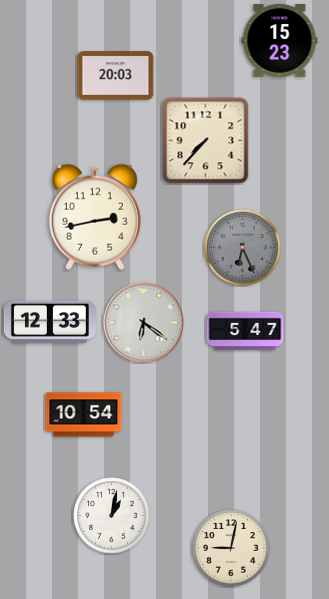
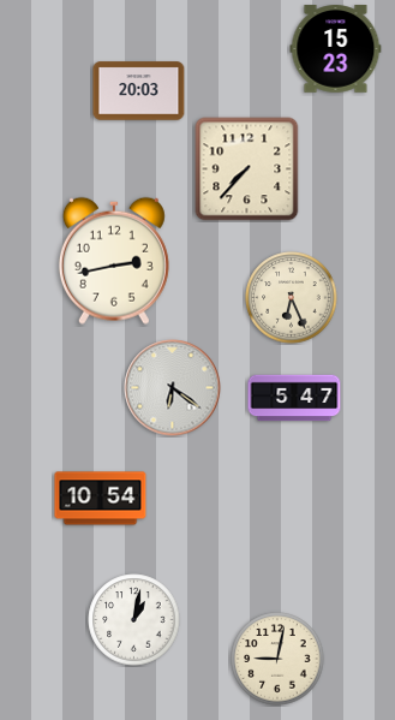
clock at (243, 248) dial: grey -> cream
clock at (50, 322): 12:33 -> none
